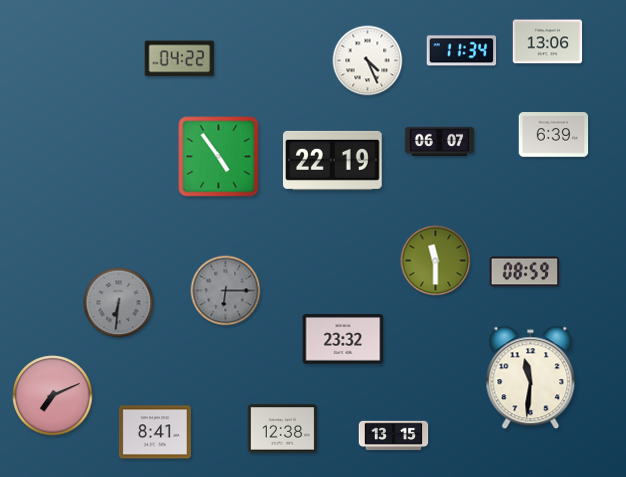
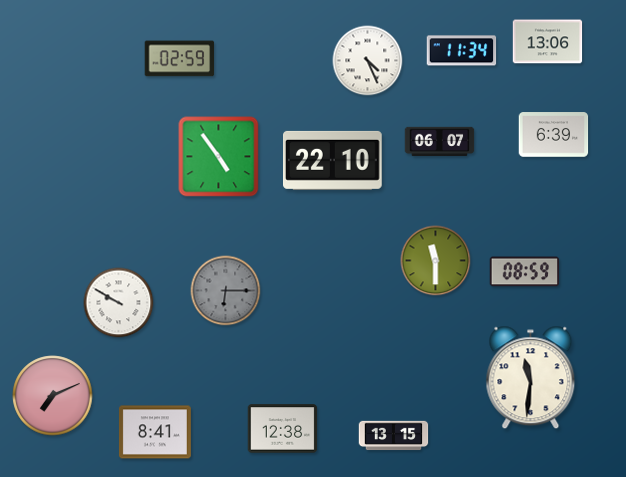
clock at (180, 59): 04:22 -> 02:59
clock at (333, 160): 22:19 -> 22:10
clock at (119, 303): 6:31 -> 9:50
clock at (119, 303) dial: grey -> white
clock at (343, 339): 23:32 -> none
